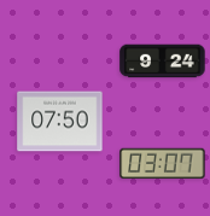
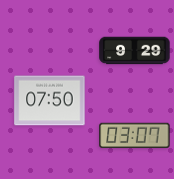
clock at (163, 62): 9:24 -> 9:29
